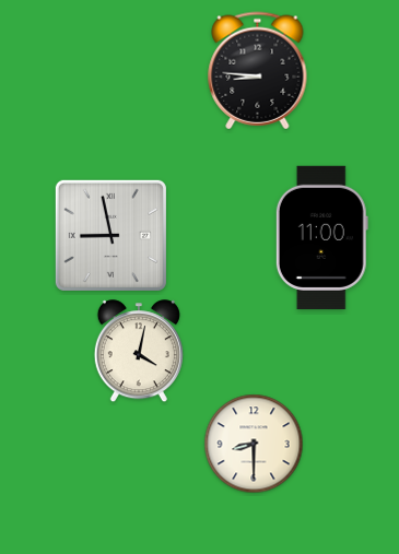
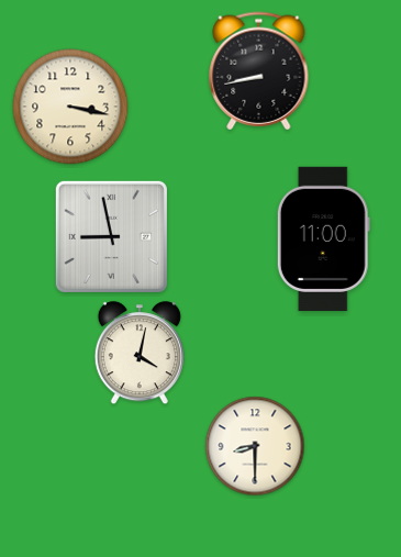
clock at (258, 71): 8:46 -> 8:43
clock at (70, 107): none -> 3:17
